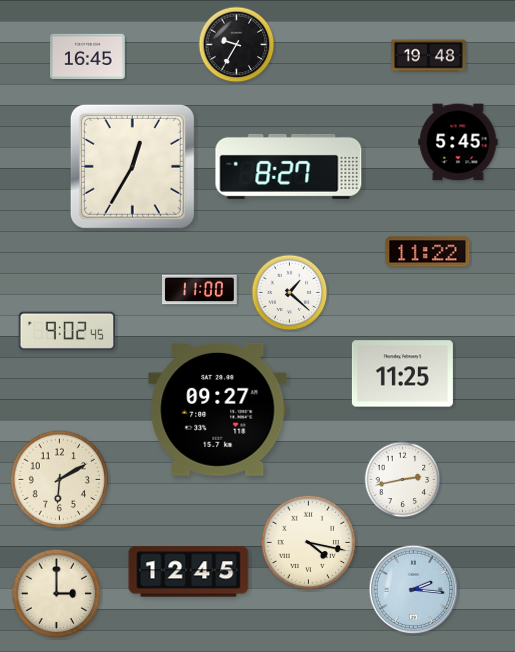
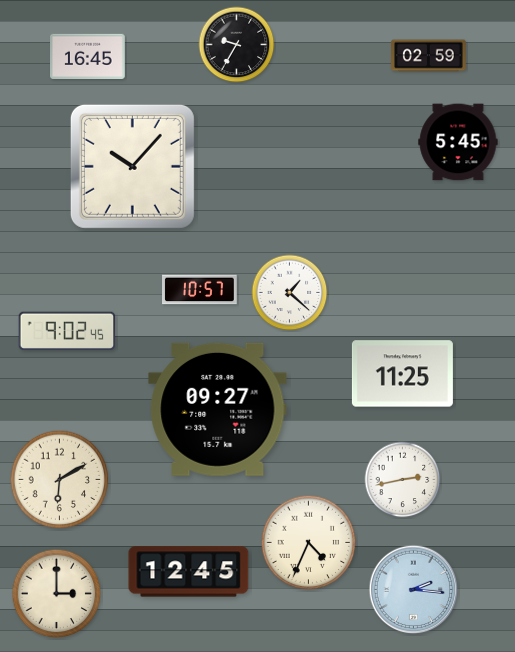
clock at (429, 56): 19:48 -> 02:59
clock at (132, 166): 12:35 -> 10:07
clock at (289, 166): 8:27 -> none
clock at (428, 252): 11:22 -> none
clock at (200, 290): 11:00 -> 10:57
clock at (309, 543): 4:17 -> 4:34
